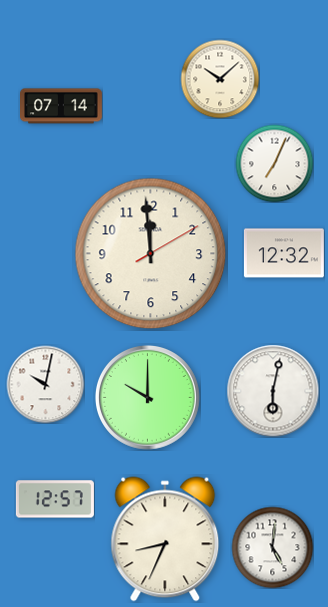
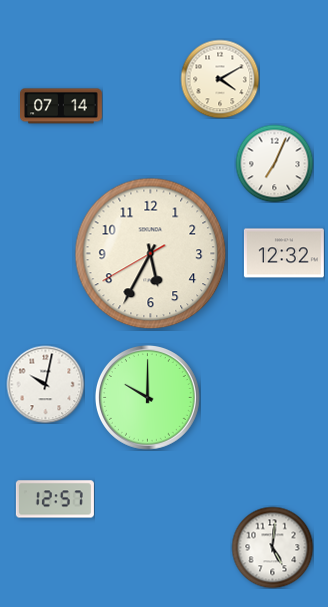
clock at (220, 79): 10:08 -> 4:10
clock at (151, 254): 11:59 -> 5:34
clock at (273, 391): 6:02 -> none
clock at (165, 539): 8:34 -> none
